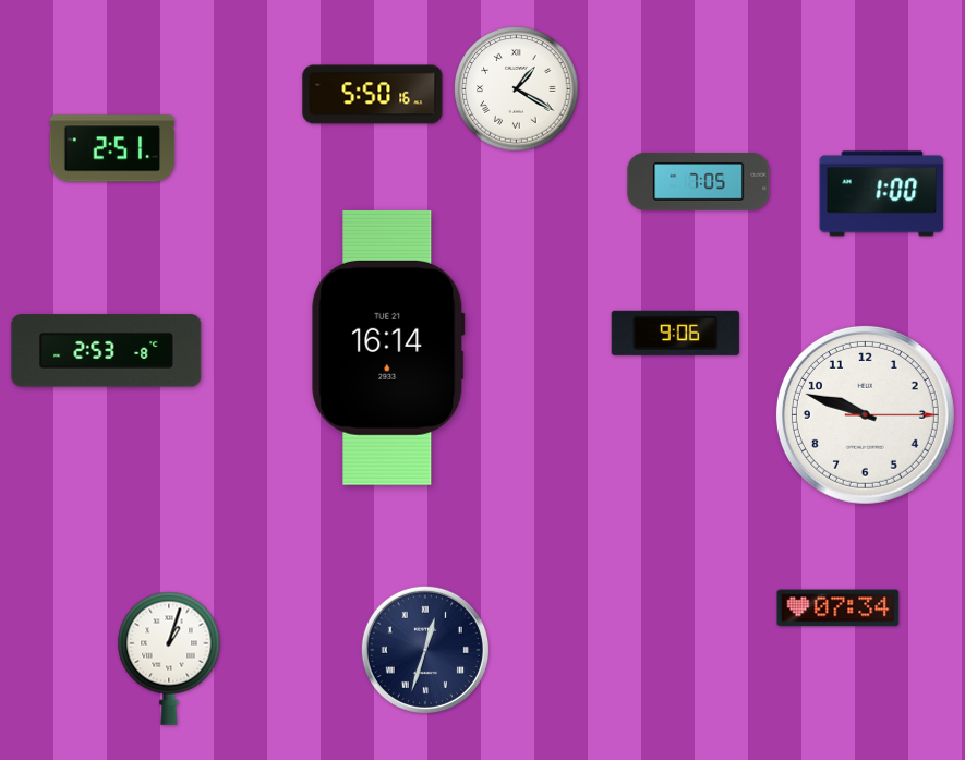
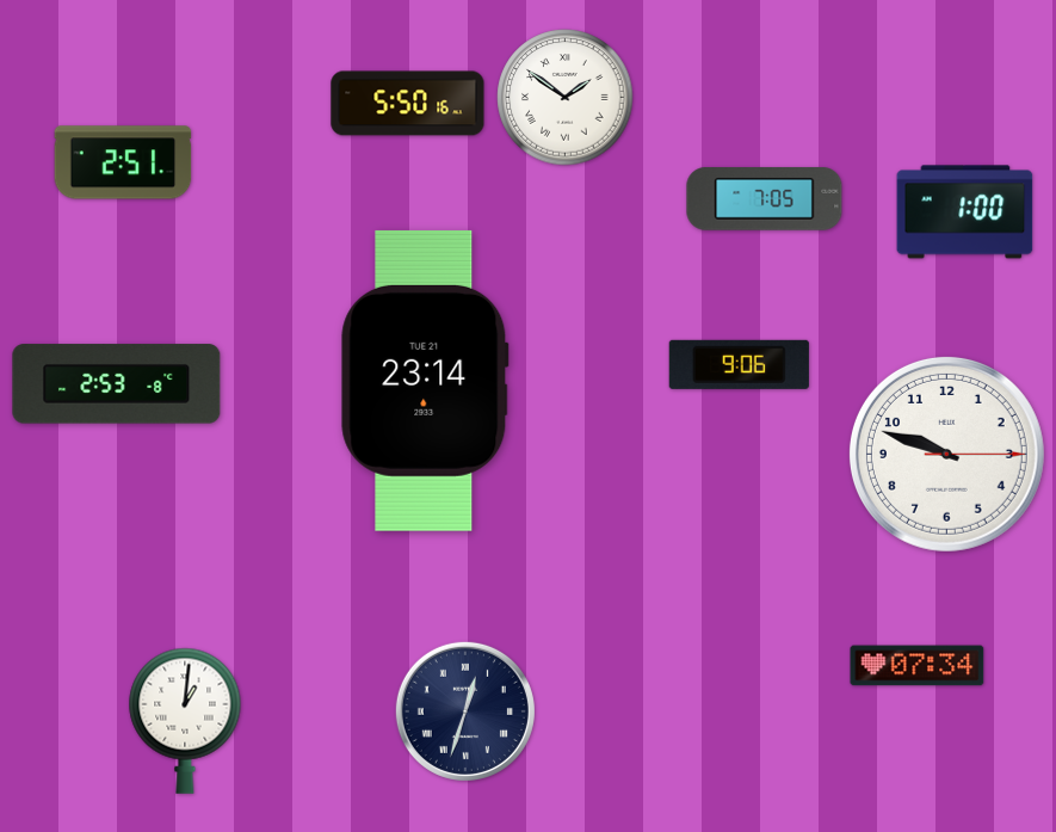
clock at (517, 89): 1:20 -> 1:51
clock at (388, 348): 16:14 -> 23:14
clock at (169, 659): 1:03 -> 1:01
